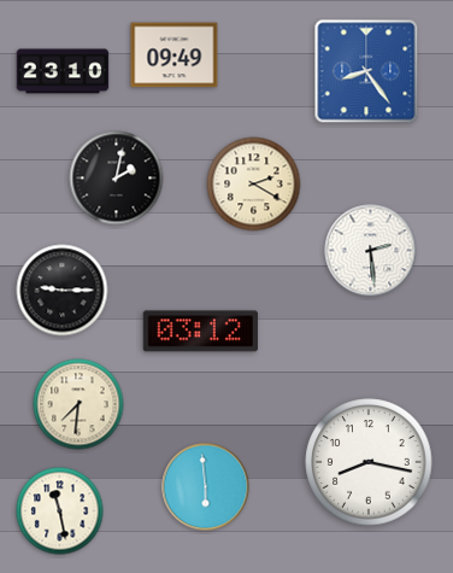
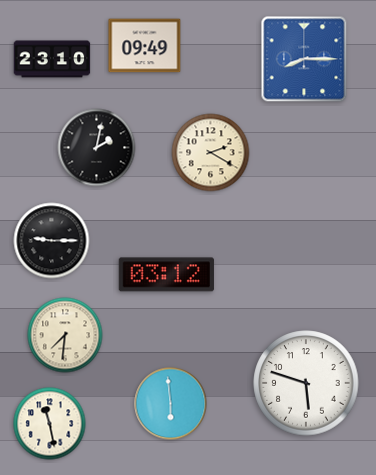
clock at (366, 71): 8:24 -> 8:15
clock at (371, 251): 2:29 -> none
clock at (369, 462): 8:17 -> 5:48
